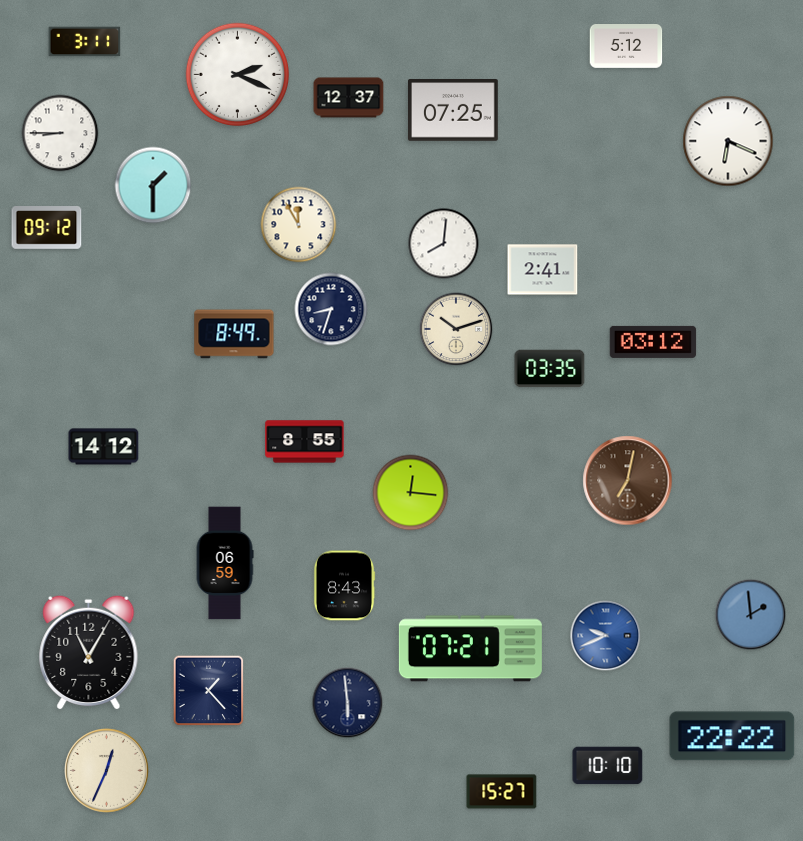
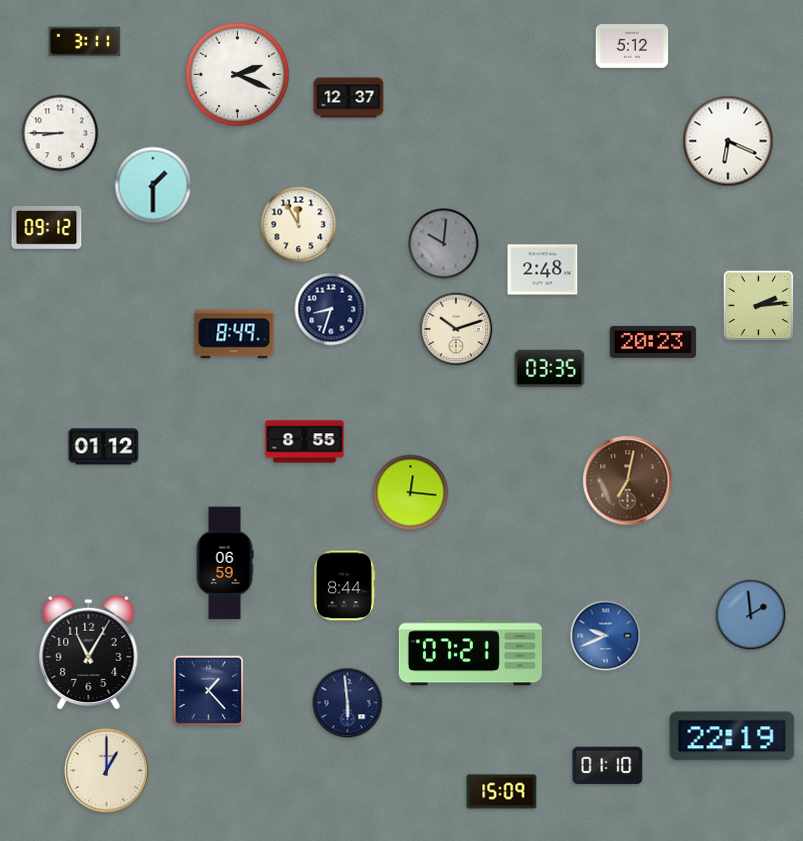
clock at (626, 47) position: (626, 47) -> (632, 47)
clock at (454, 111): 07:25 -> none
clock at (444, 244): 8:01 -> 10:01
clock at (444, 244) dial: white -> grey
clock at (543, 270): 2:41 -> 2:48
clock at (759, 306): none -> 2:14
clock at (653, 342): 03:12 -> 20:23
clock at (104, 447): 14:12 -> 01:12
clock at (344, 586): 8:43 -> 8:44
clock at (470, 649) position: (470, 649) -> (470, 653)
clock at (732, 736): 22:22 -> 22:19
clock at (608, 766): 10:10 -> 01:10
clock at (107, 771): 12:34 -> 1:00
clock at (502, 792): 15:27 -> 15:09
